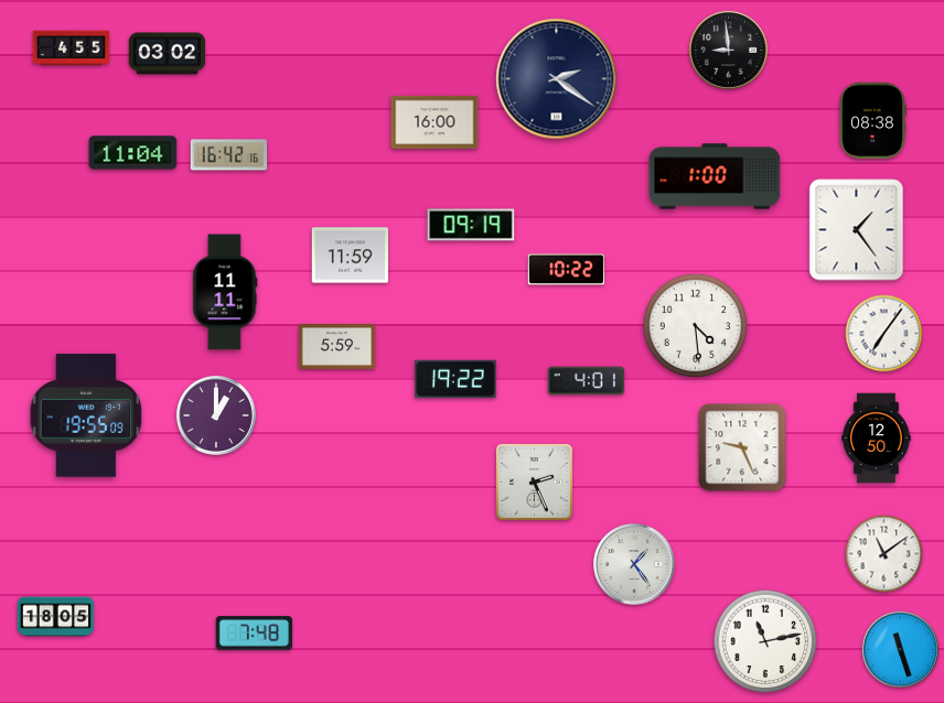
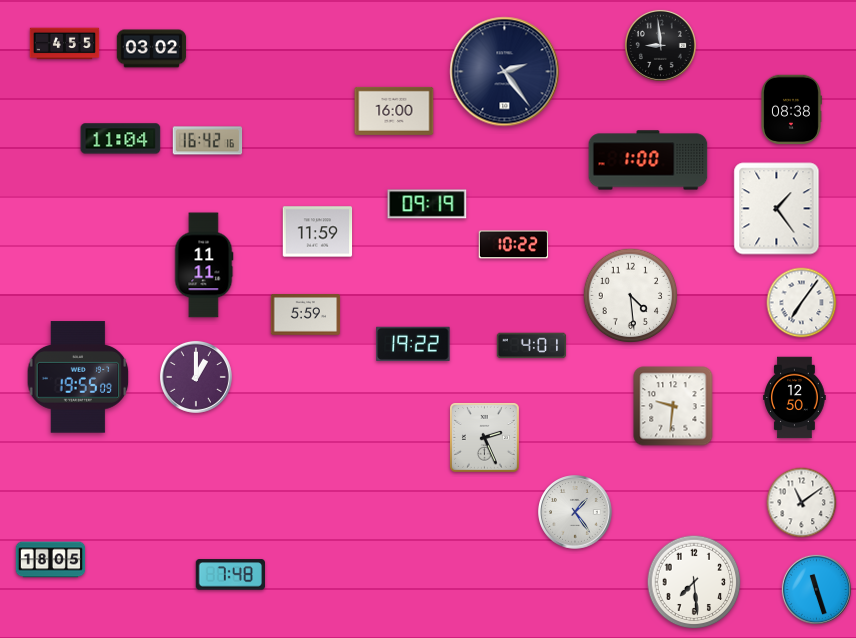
clock at (557, 79): 2:21 -> 2:24
clock at (742, 447): 9:26 -> 9:31
clock at (765, 641): 11:13 -> 7:29
